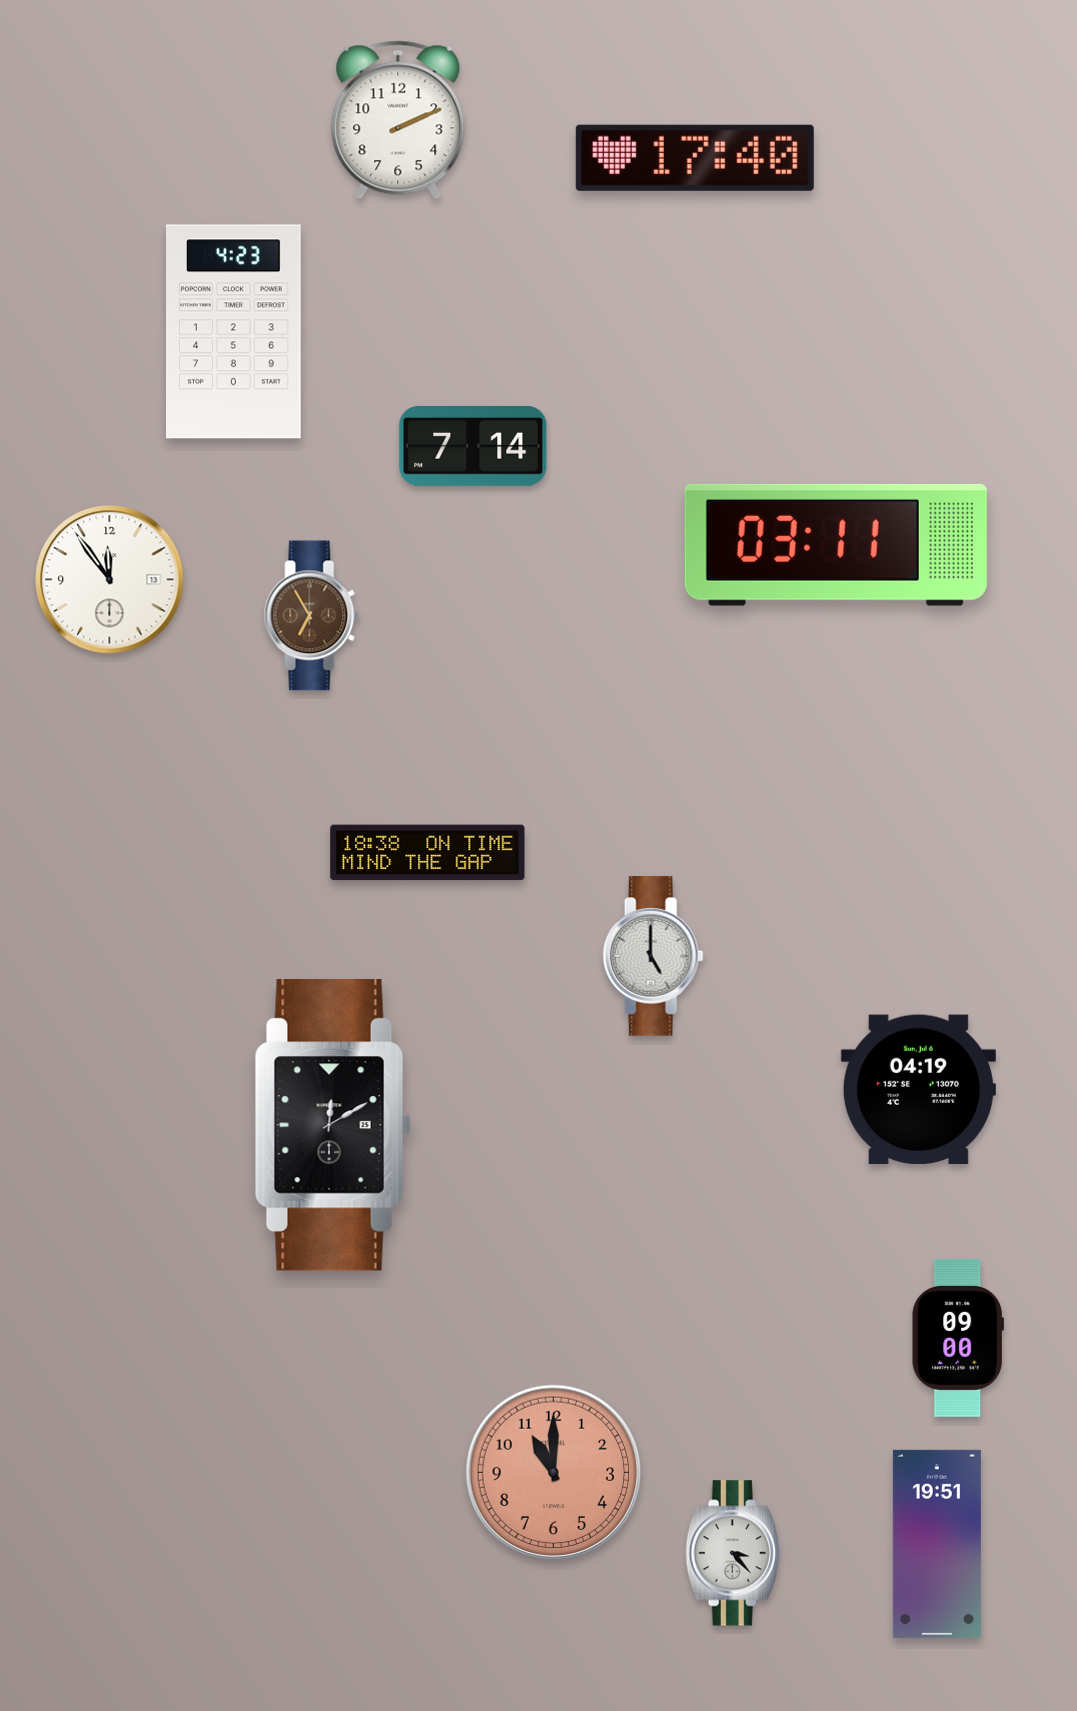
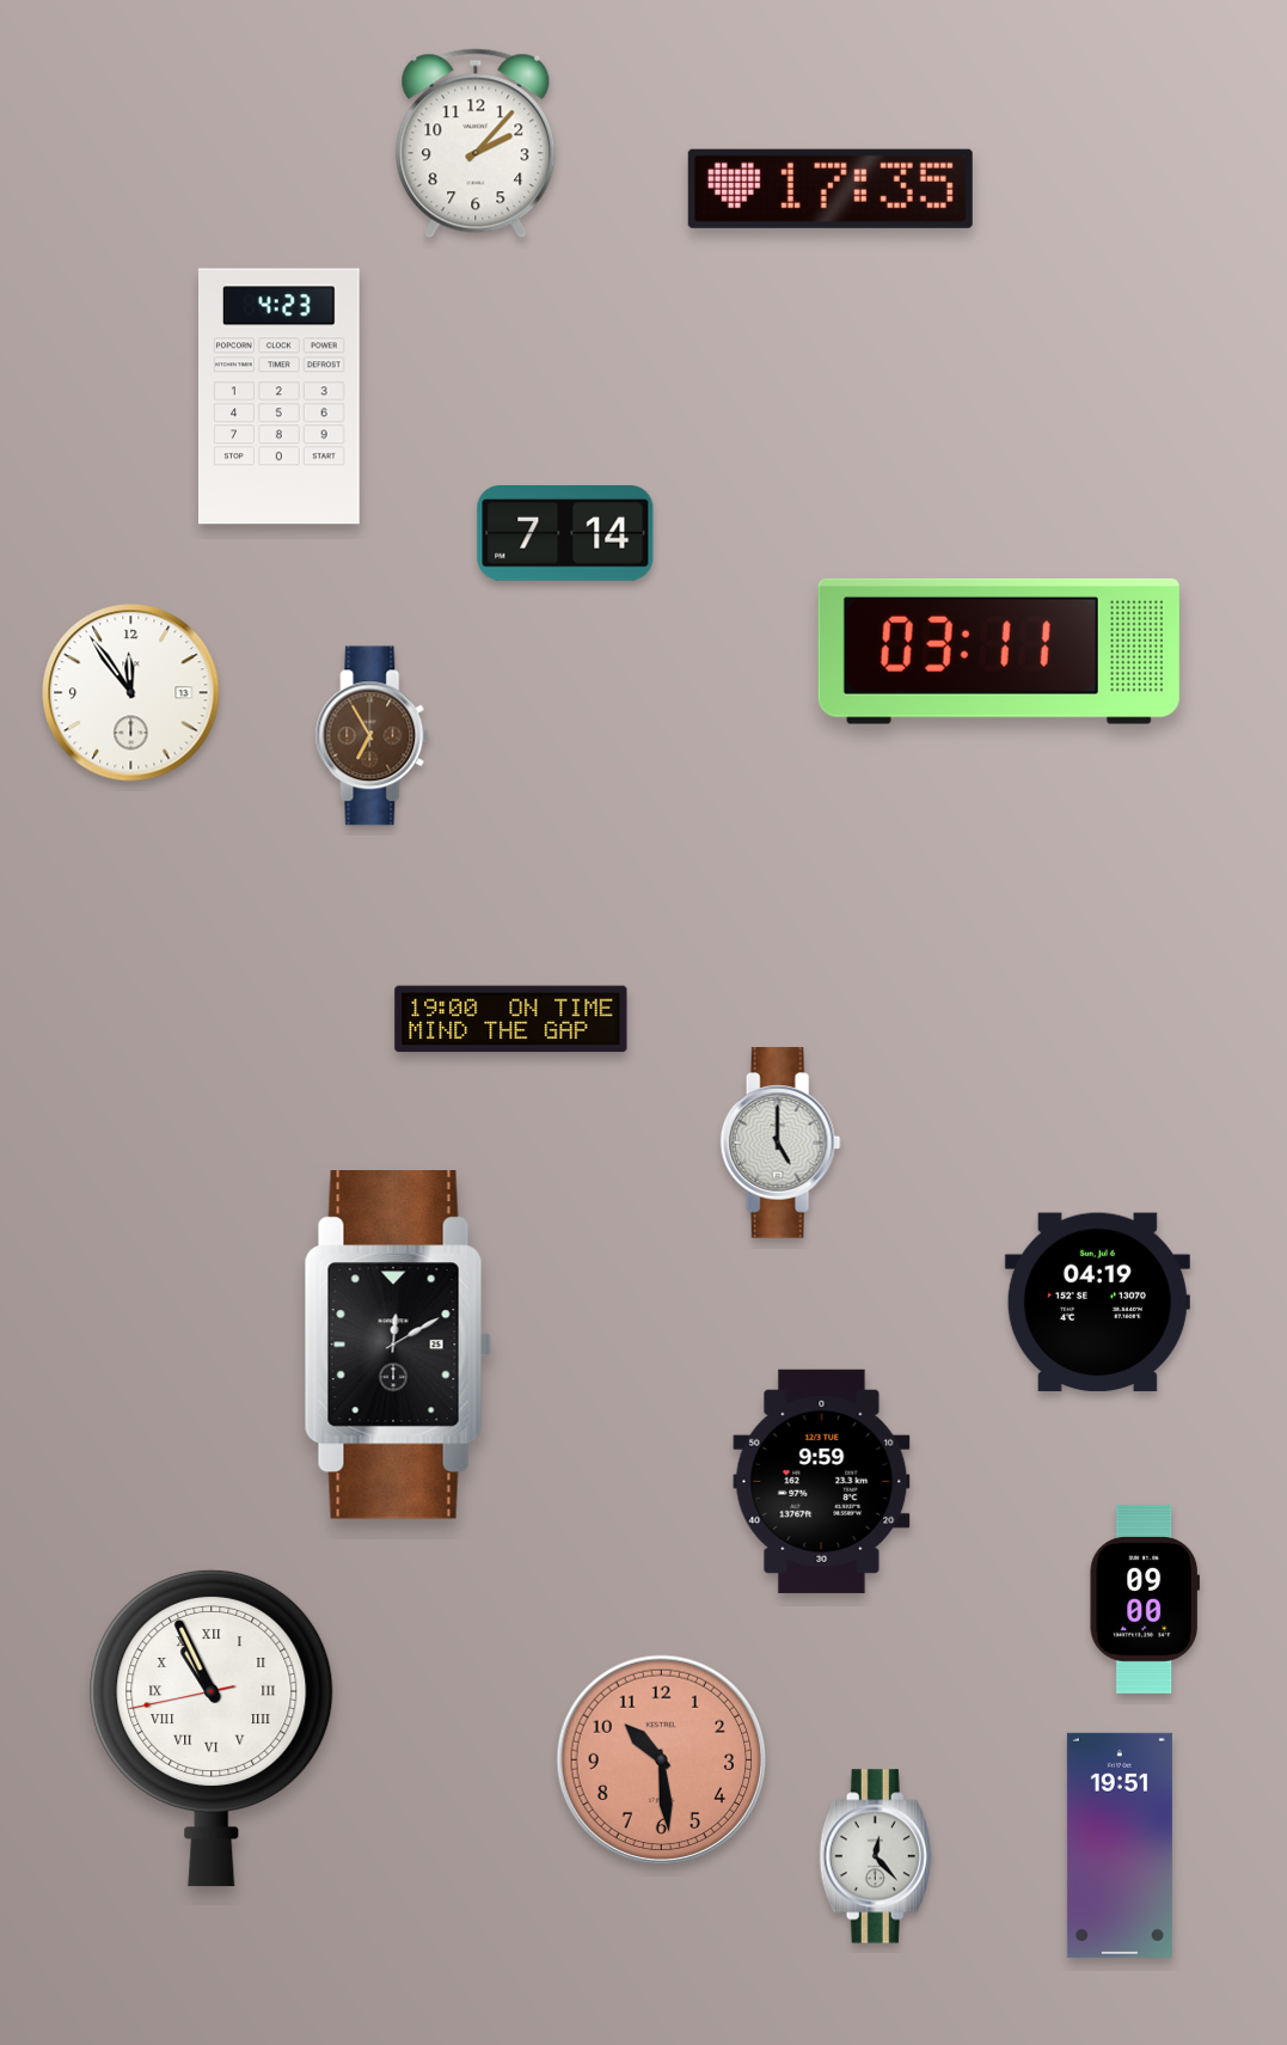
clock at (398, 120): 2:11 -> 2:07
clock at (695, 158): 17:40 -> 17:35
clock at (428, 853): 18:38 -> 19:00
clock at (822, 1481): none -> 9:59
clock at (212, 1728): none -> 10:55
clock at (554, 1473): 11:00 -> 10:29
clock at (733, 1553): 3:23 -> 12:23
